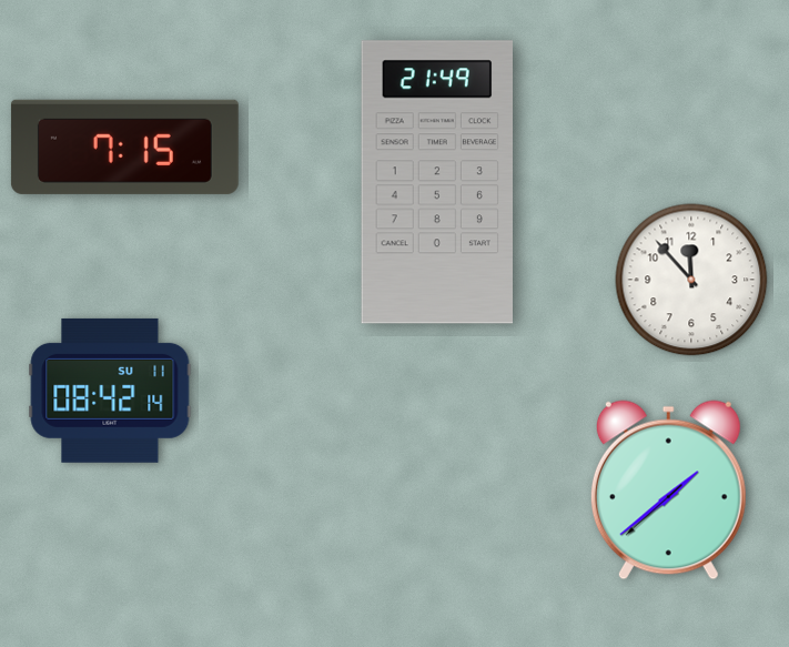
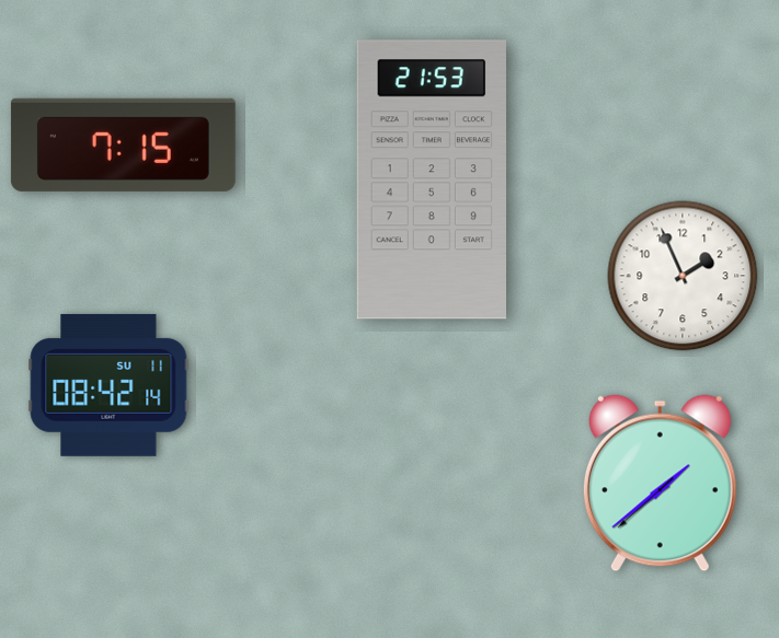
clock at (436, 182): 21:49 -> 21:53
clock at (691, 280): 11:53 -> 1:56
